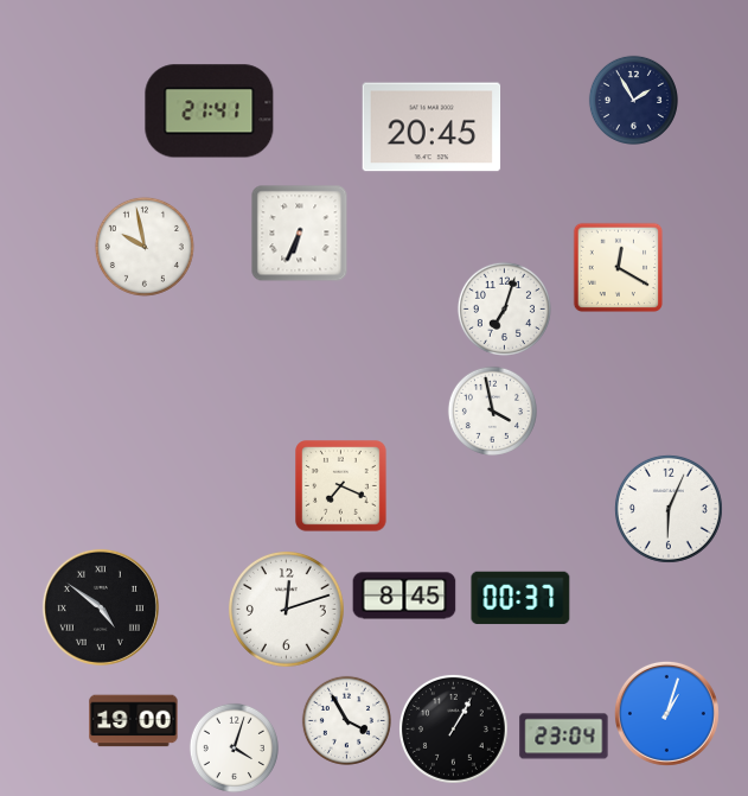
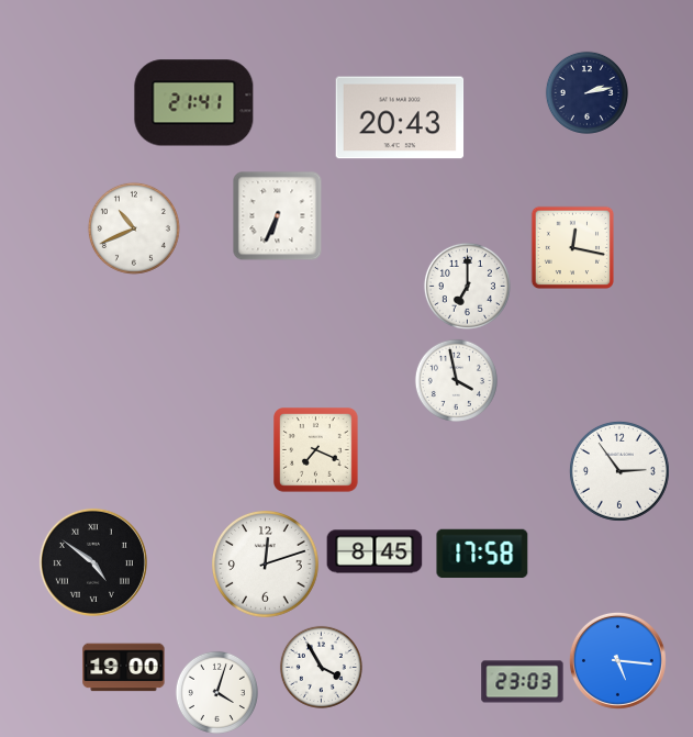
clock at (633, 100): 1:55 -> 2:13
clock at (431, 127): 20:45 -> 20:43
clock at (145, 247): 9:58 -> 10:41
clock at (618, 267): 12:20 -> 12:17
clock at (504, 308): 7:03 -> 7:00
clock at (669, 509): 6:04 -> 2:54
clock at (520, 598): 00:37 -> 17:58
clock at (666, 713): 1:03 -> 5:16
clock at (453, 728): 1:05 -> none
clock at (564, 737): 23:04 -> 23:03
